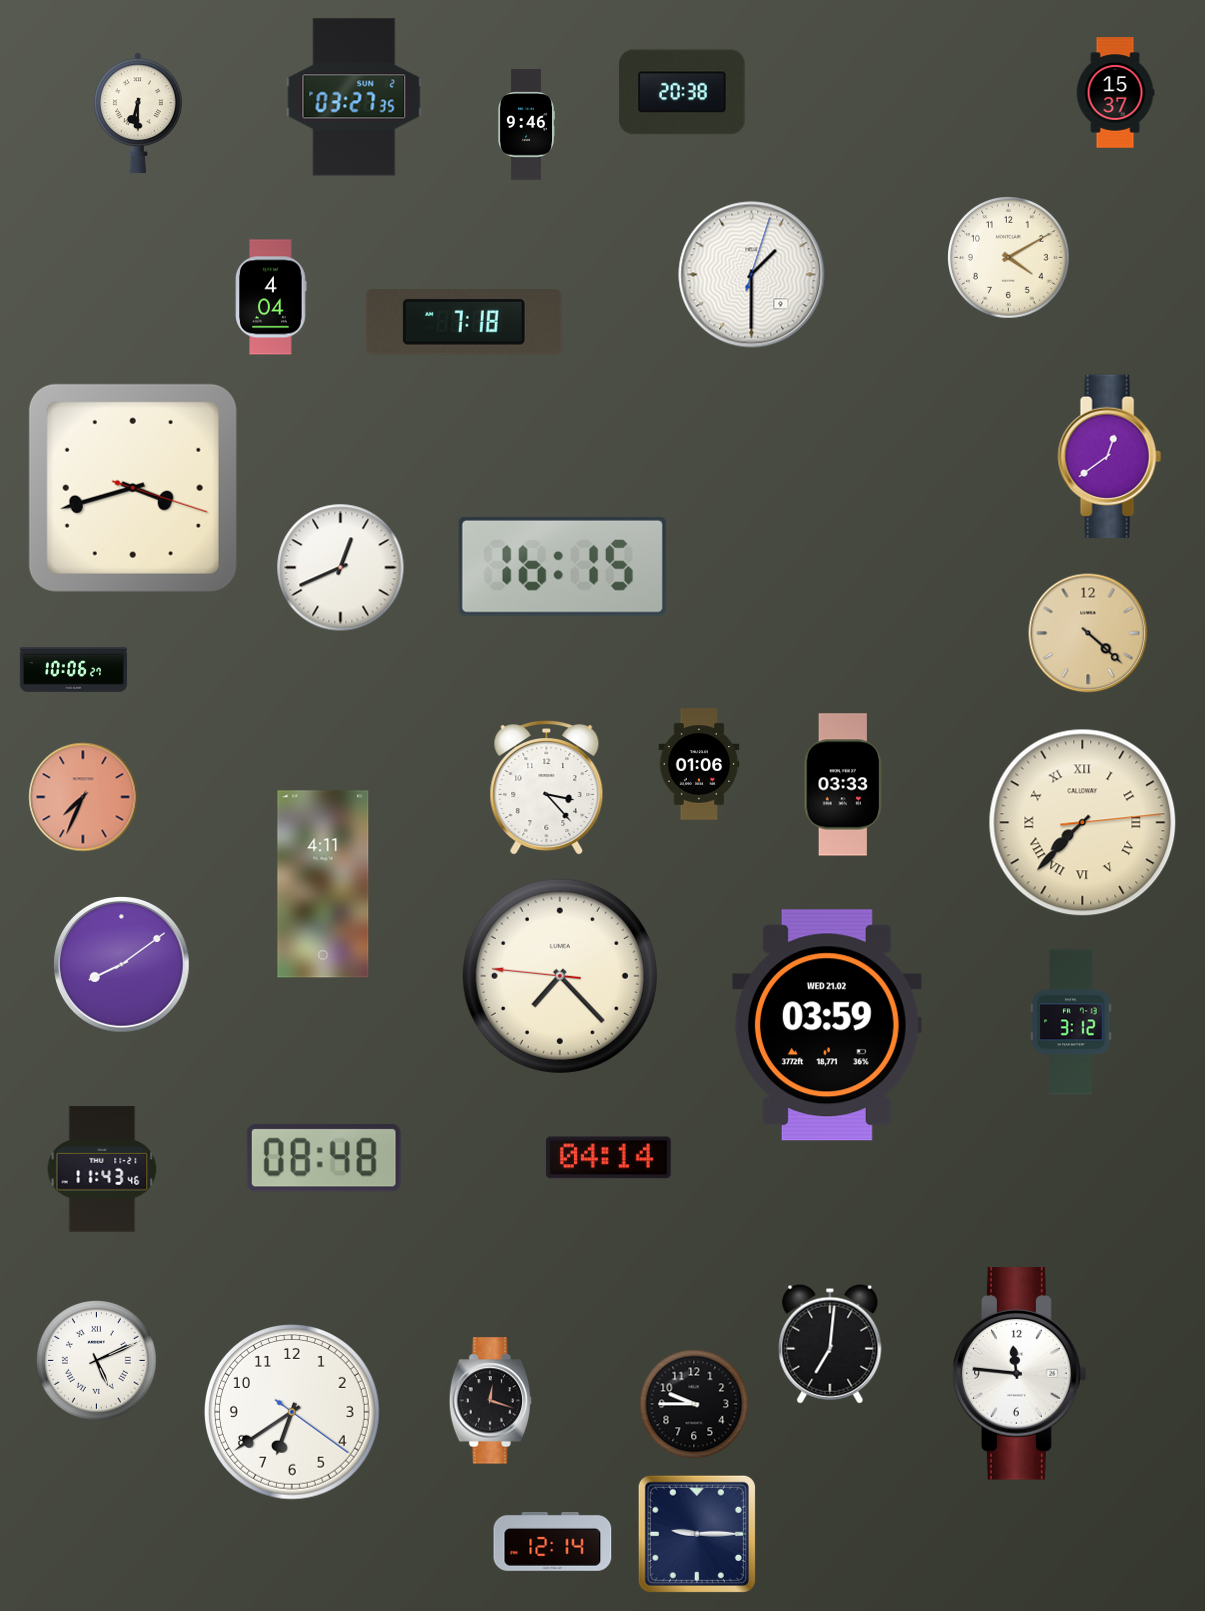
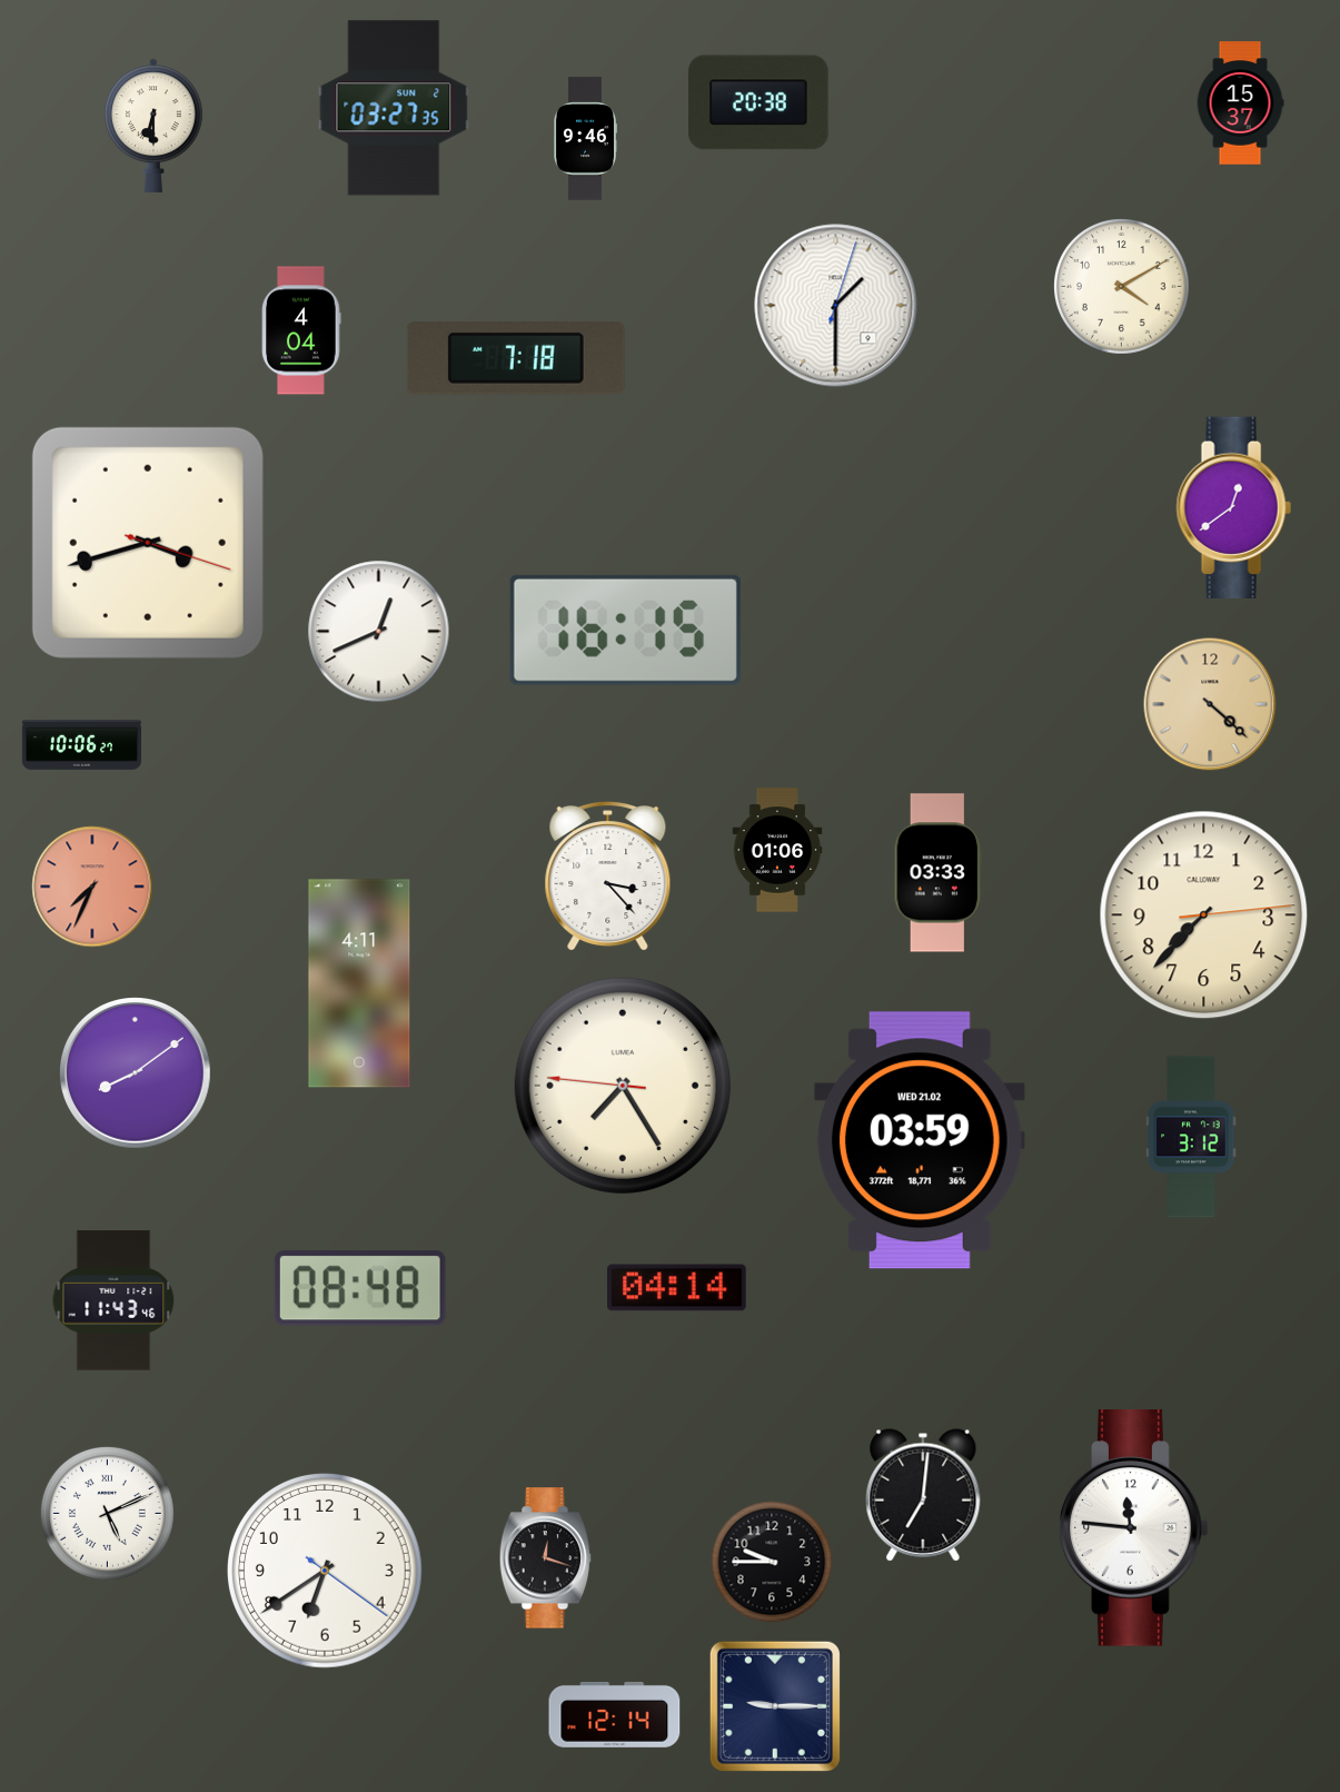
clock at (1083, 823) numerals: Roman -> Arabic
clock at (560, 976): 7:22 -> 7:24
